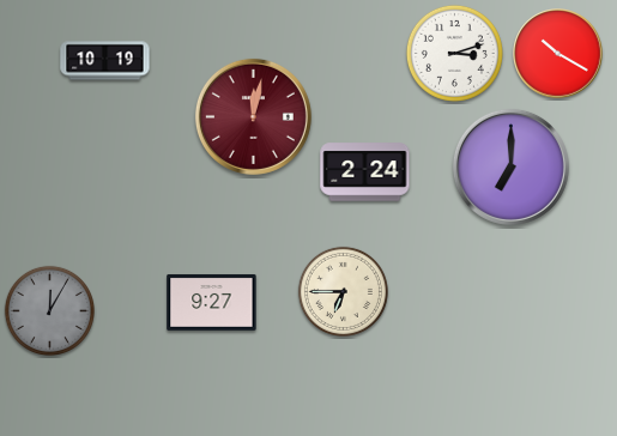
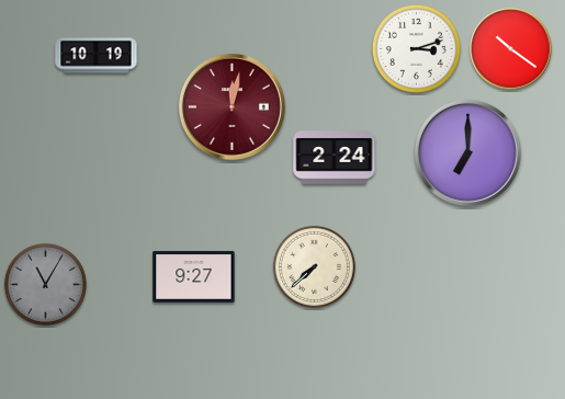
clock at (558, 54): 10:20 -> 10:21
clock at (343, 291): 6:45 -> 7:38
clock at (49, 310): 12:05 -> 11:05
